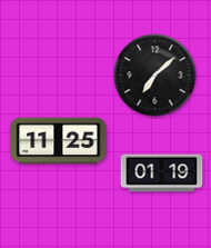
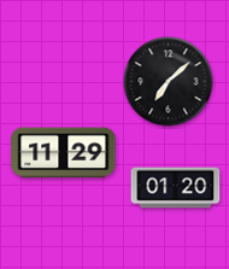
clock at (59, 141): 11:25 -> 11:29
clock at (162, 173): 01:19 -> 01:20
